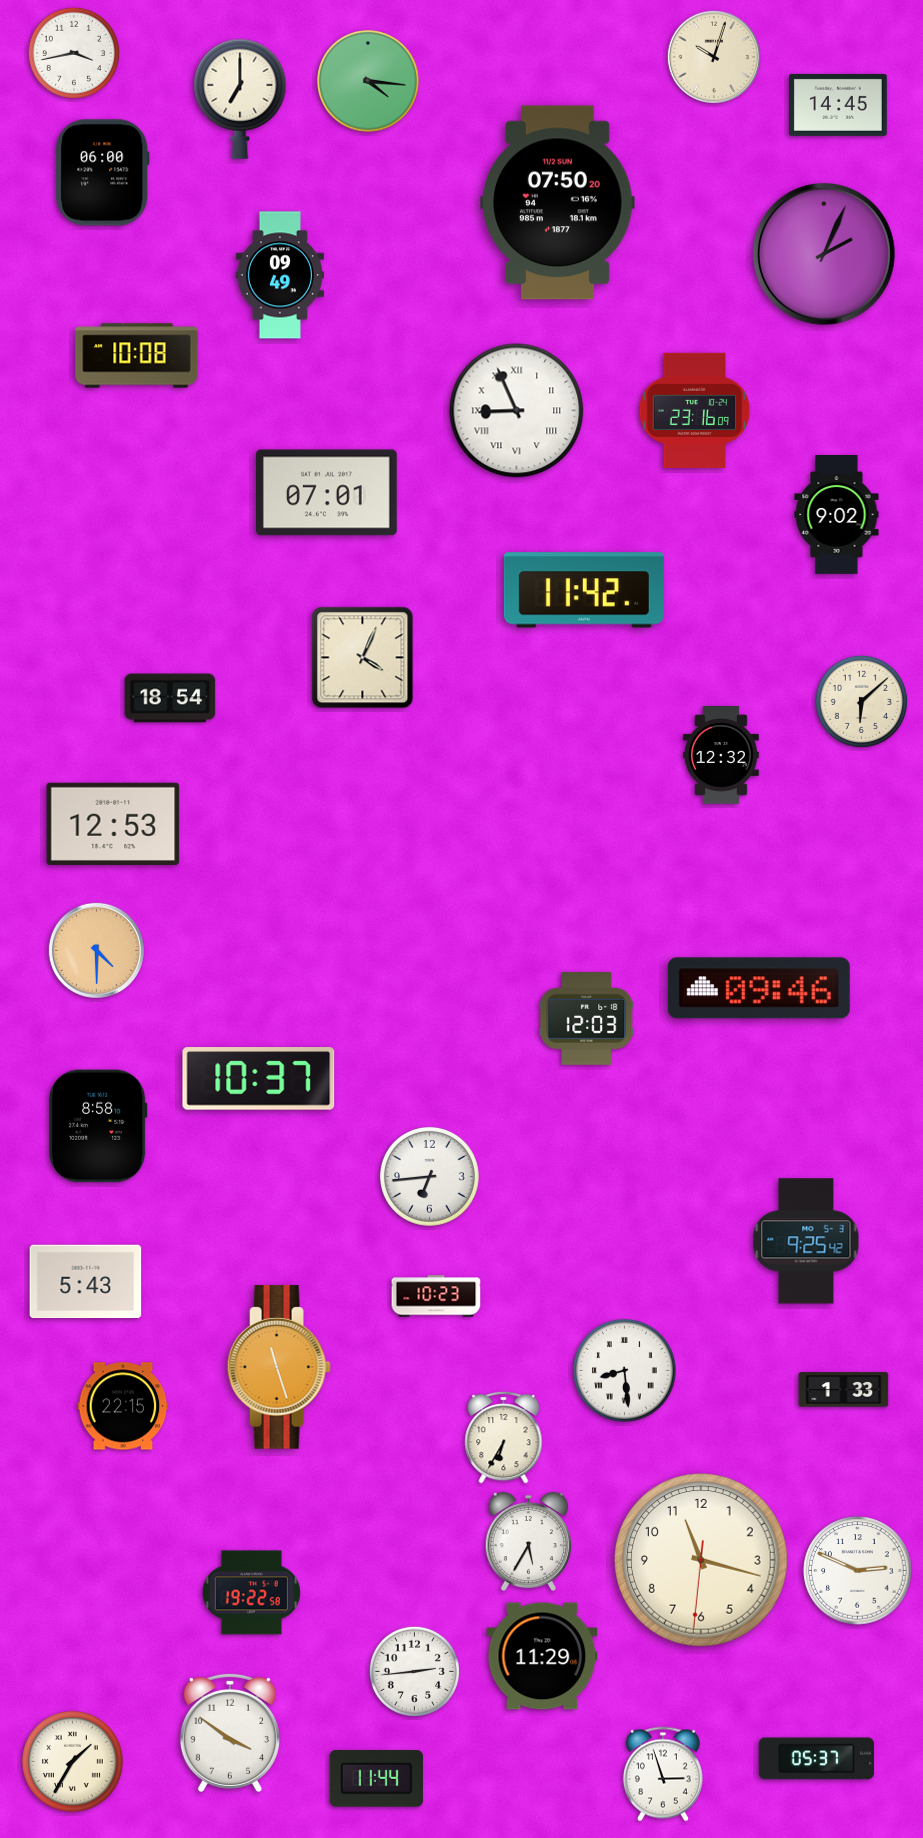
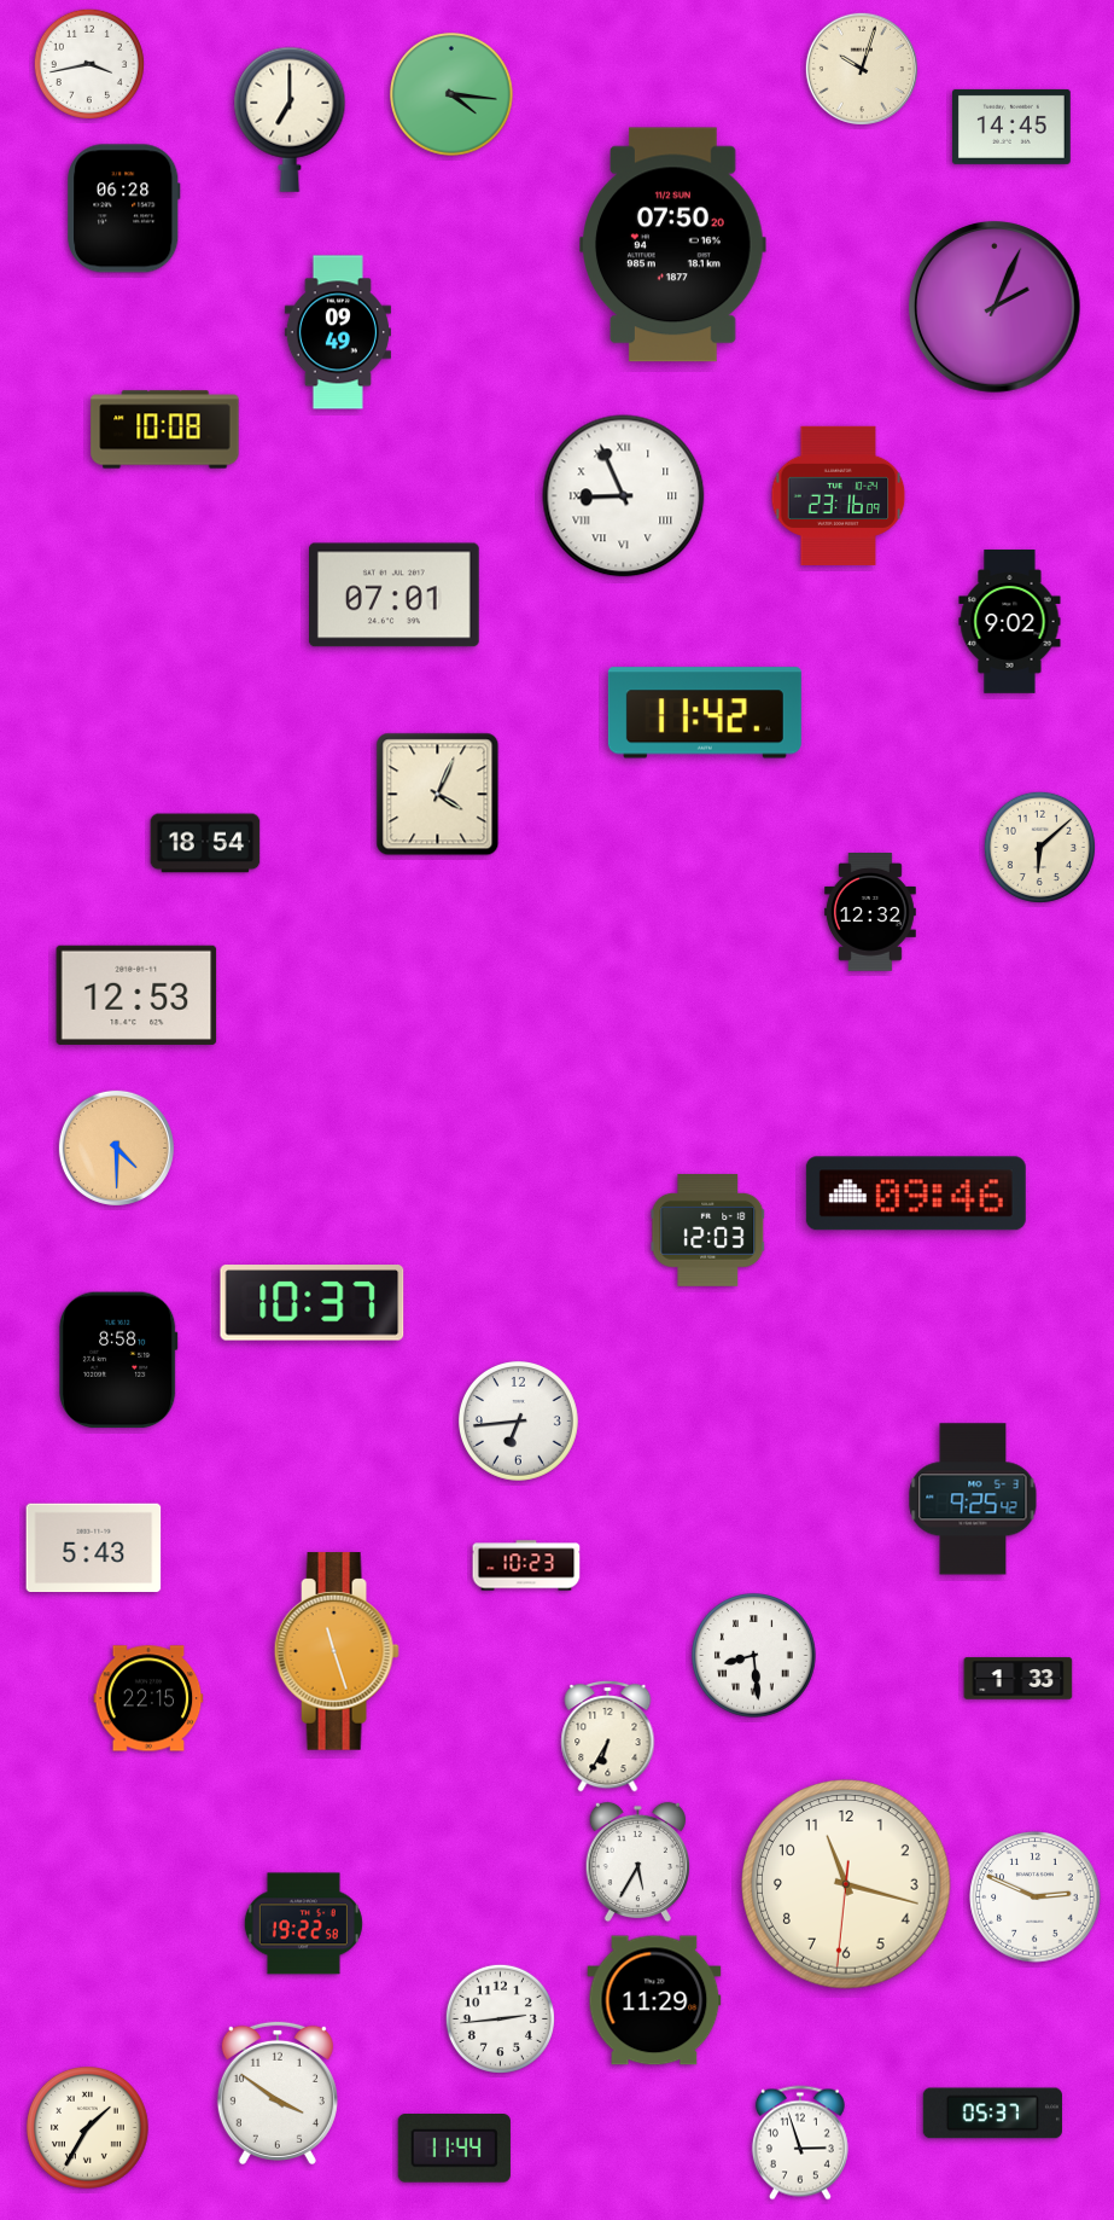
clock at (369, 82) position: (369, 82) -> (453, 95)
clock at (103, 173): 06:00 -> 06:28
clock at (86, 1282) position: (86, 1282) -> (94, 1548)
clock at (816, 1759) position: (816, 1759) -> (992, 2114)
